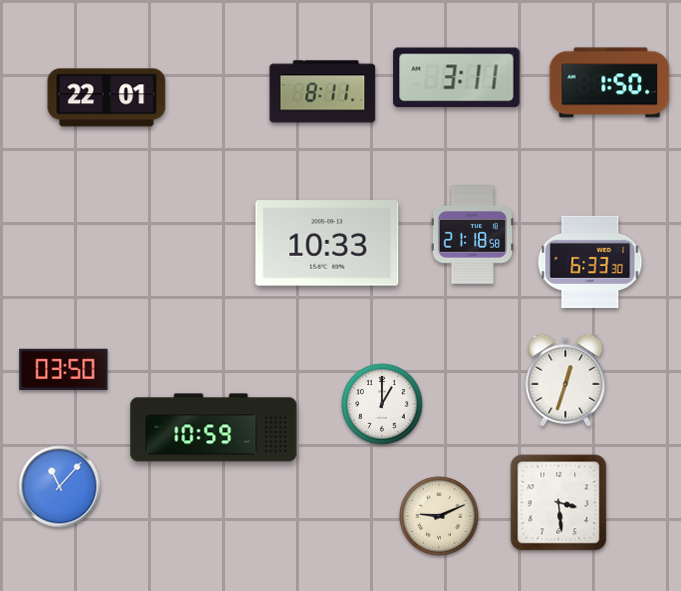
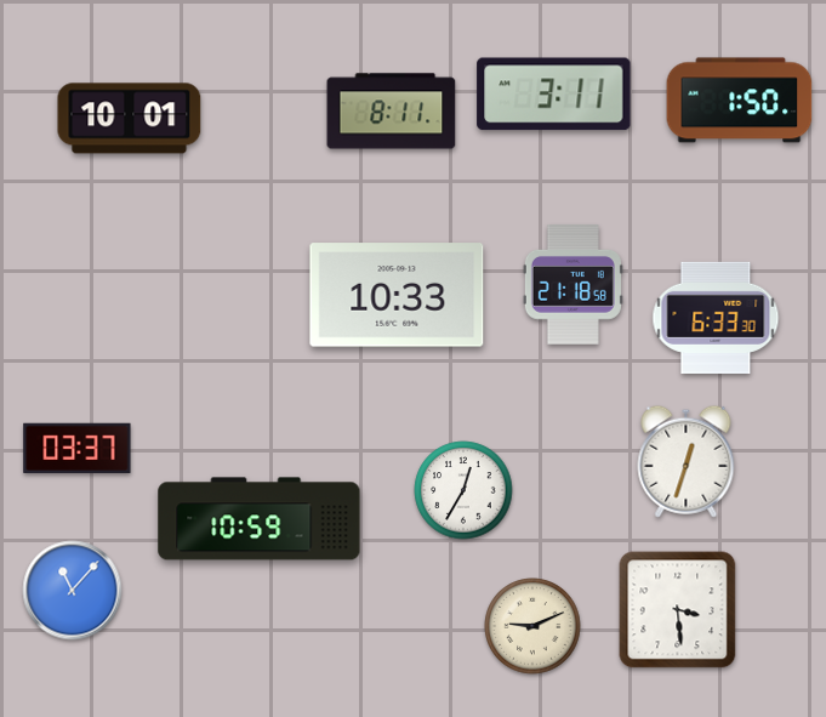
clock at (107, 98): 22:01 -> 10:01
clock at (64, 369): 03:50 -> 03:37
clock at (382, 404): 1:00 -> 12:35
